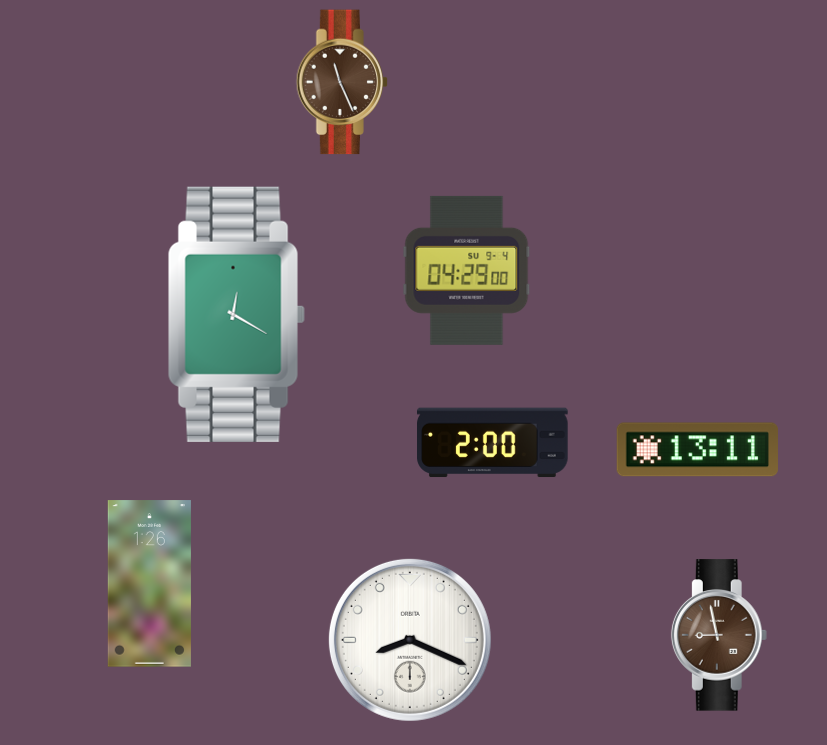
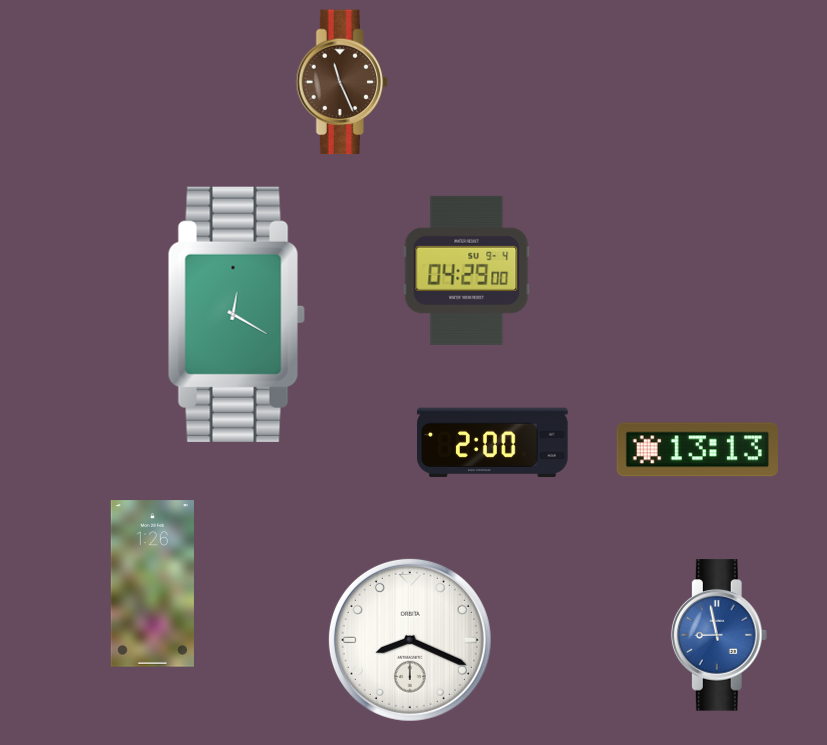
clock at (697, 450): 13:11 -> 13:13
clock at (149, 584) position: (149, 584) -> (152, 584)
clock at (719, 635) dial: brown -> blue
